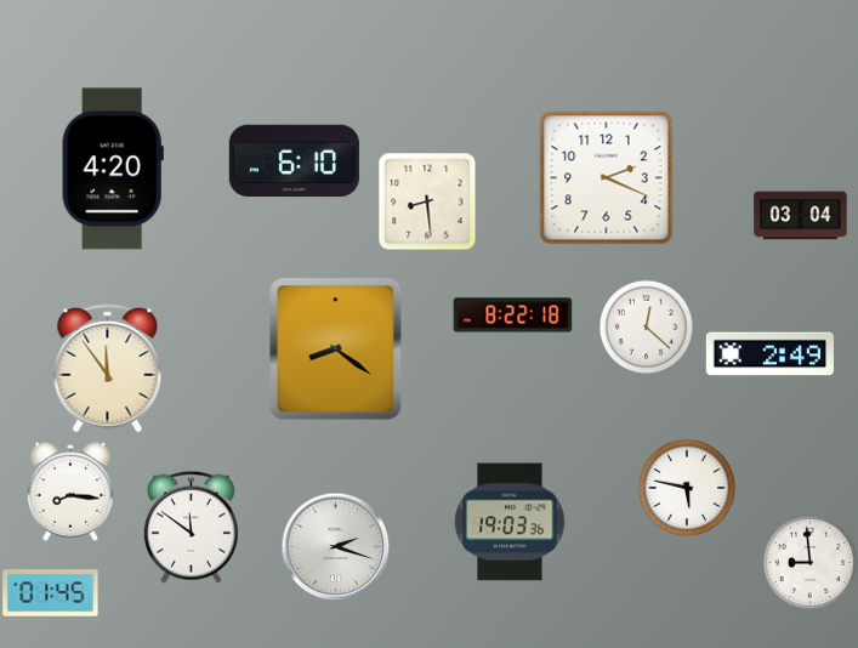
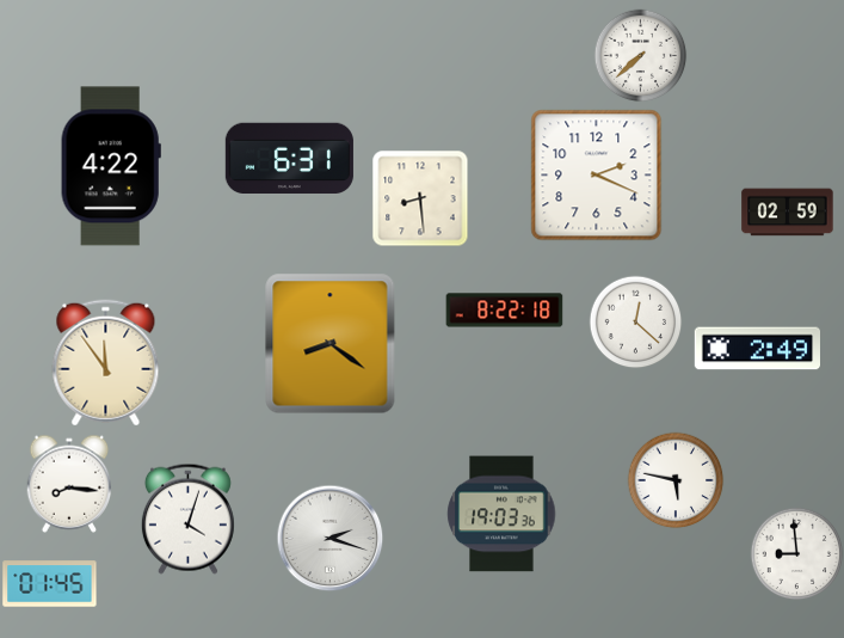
clock at (640, 55): none -> 7:38
clock at (294, 161): 6:10 -> 6:31
clock at (113, 169): 4:20 -> 4:22
clock at (801, 216): 03:04 -> 02:59
clock at (191, 527): 11:51 -> 4:03
